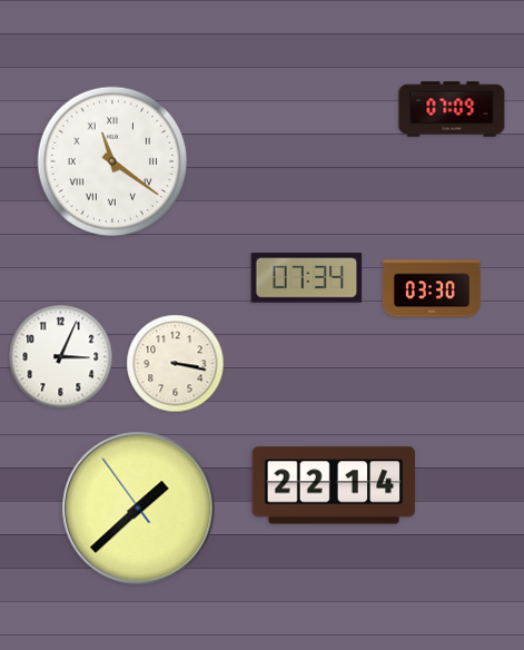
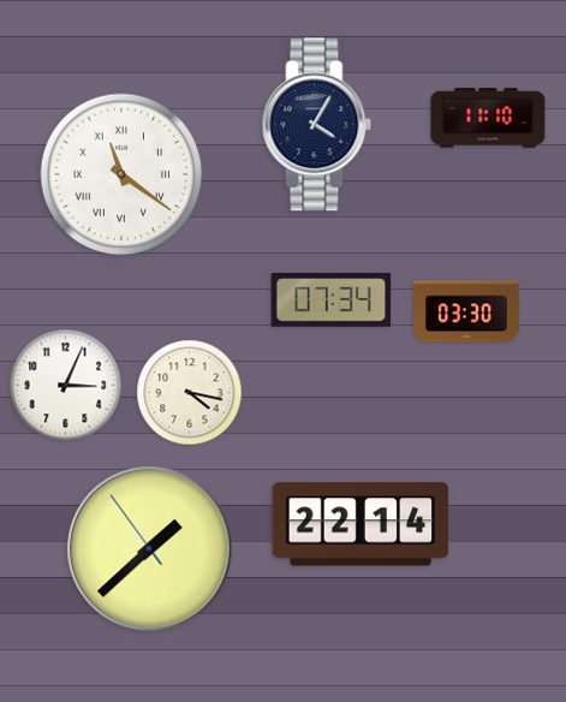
clock at (452, 109): 07:09 -> 11:10
clock at (317, 125): none -> 4:05
clock at (176, 364): 3:17 -> 4:17
